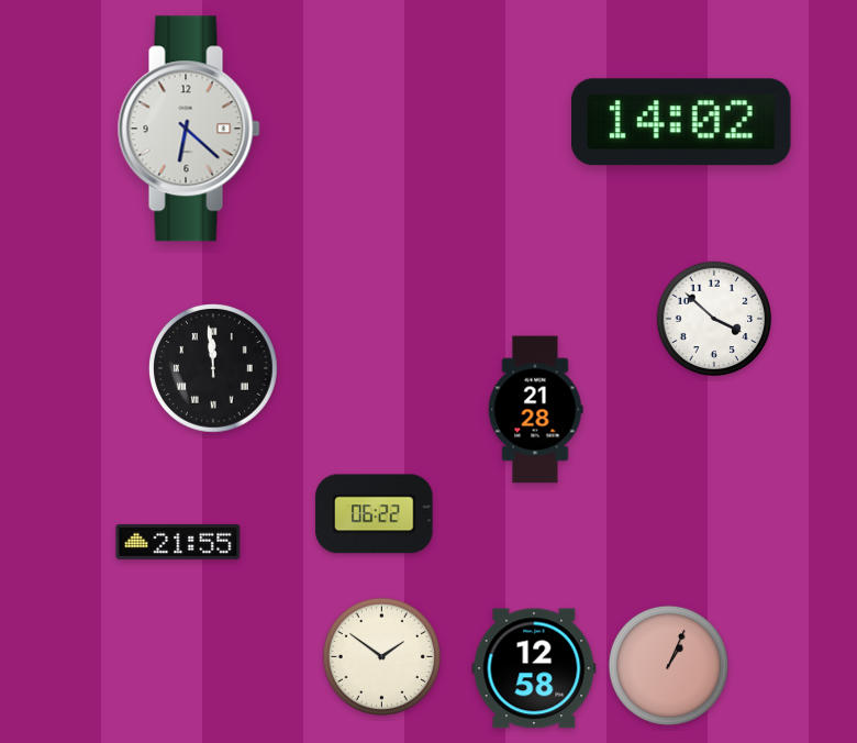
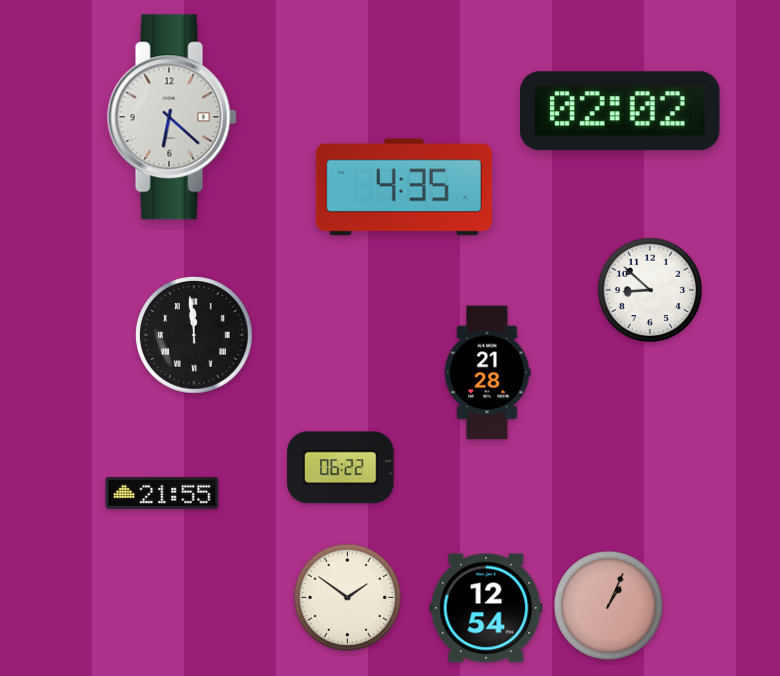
clock at (681, 122): 14:02 -> 02:02
clock at (404, 187): none -> 4:35
clock at (714, 319): 3:52 -> 8:52
clock at (534, 668): 12:58 -> 12:54
